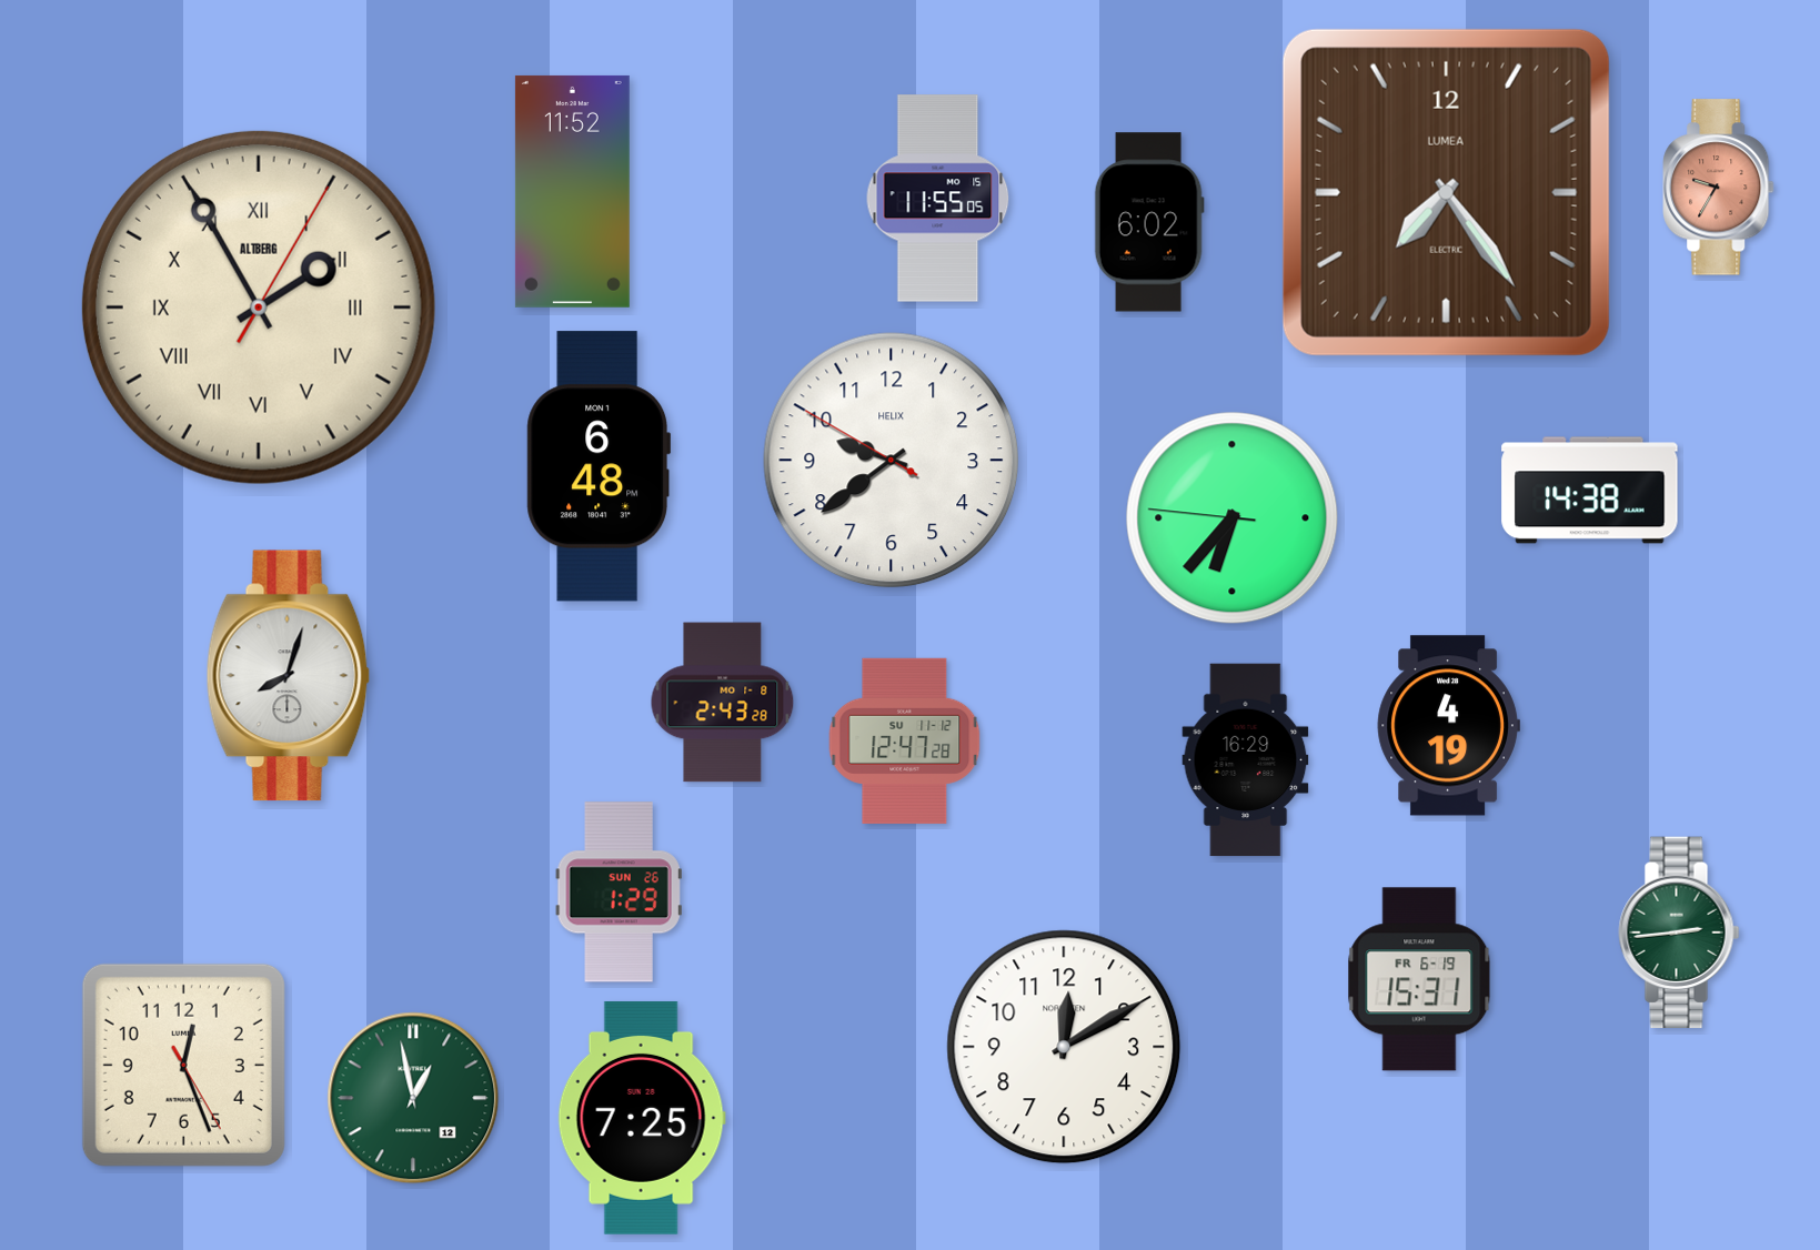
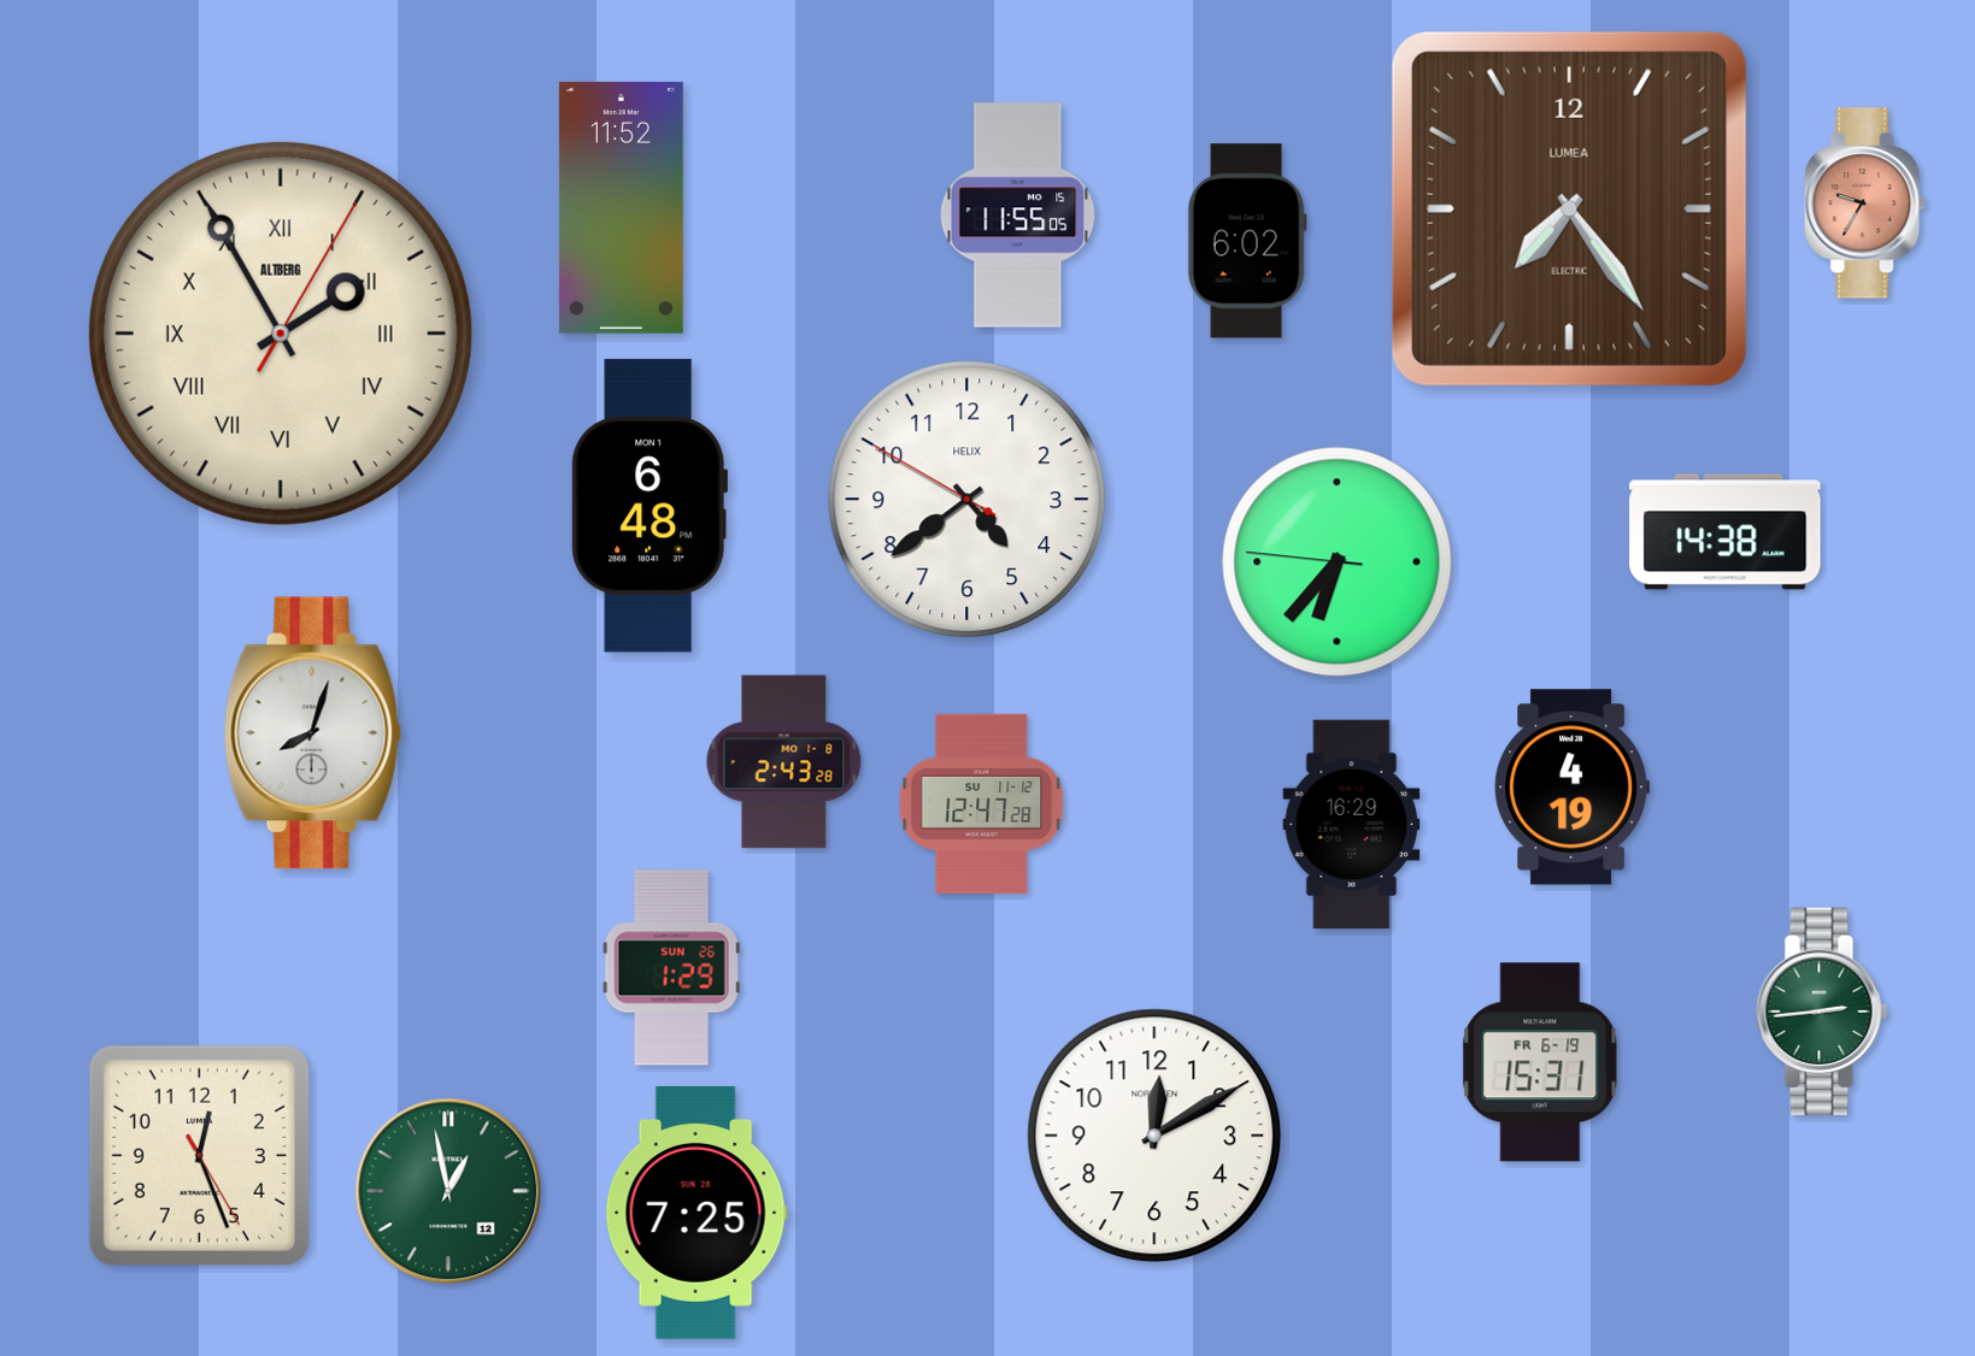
clock at (892, 461): 9:38 -> 4:38
